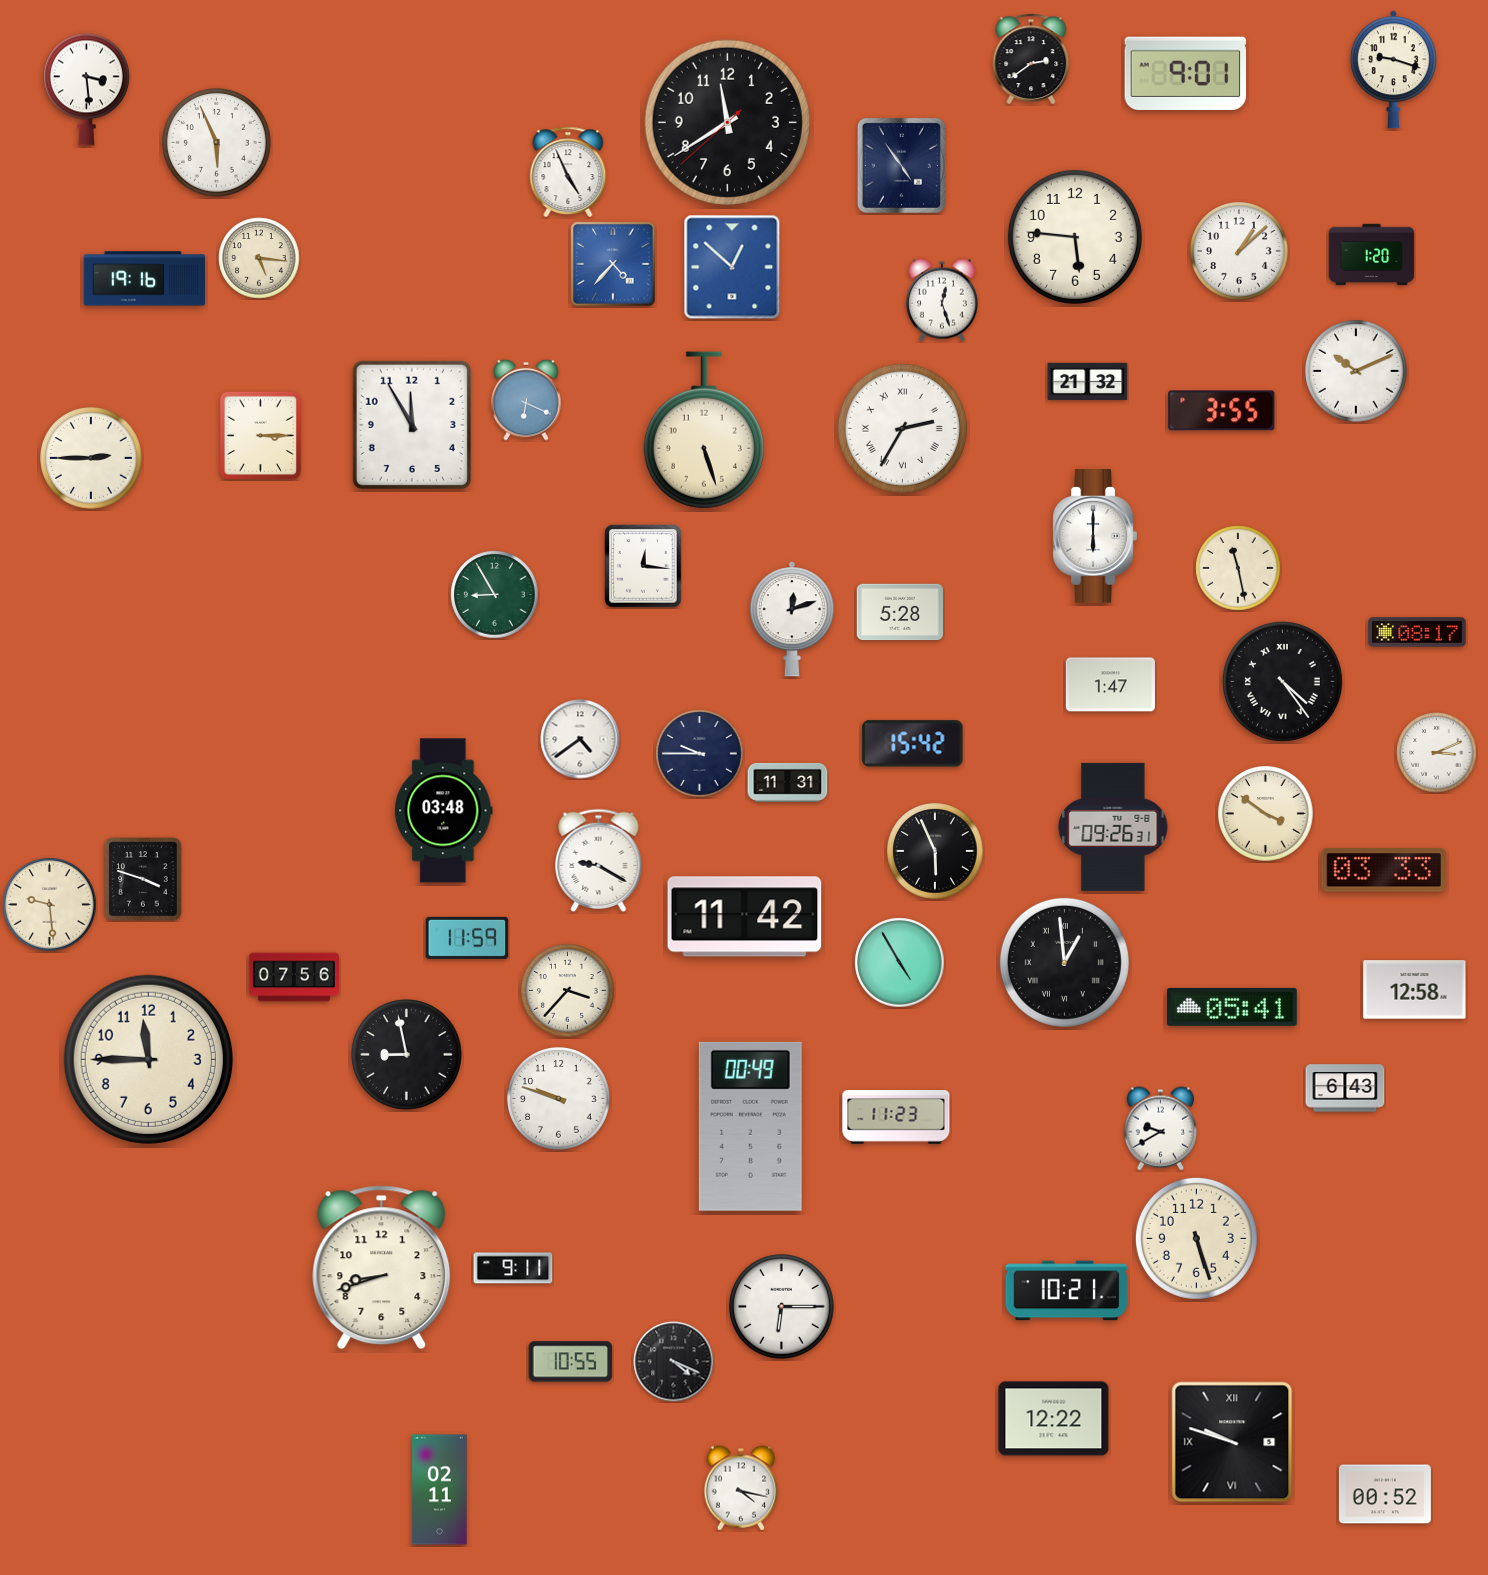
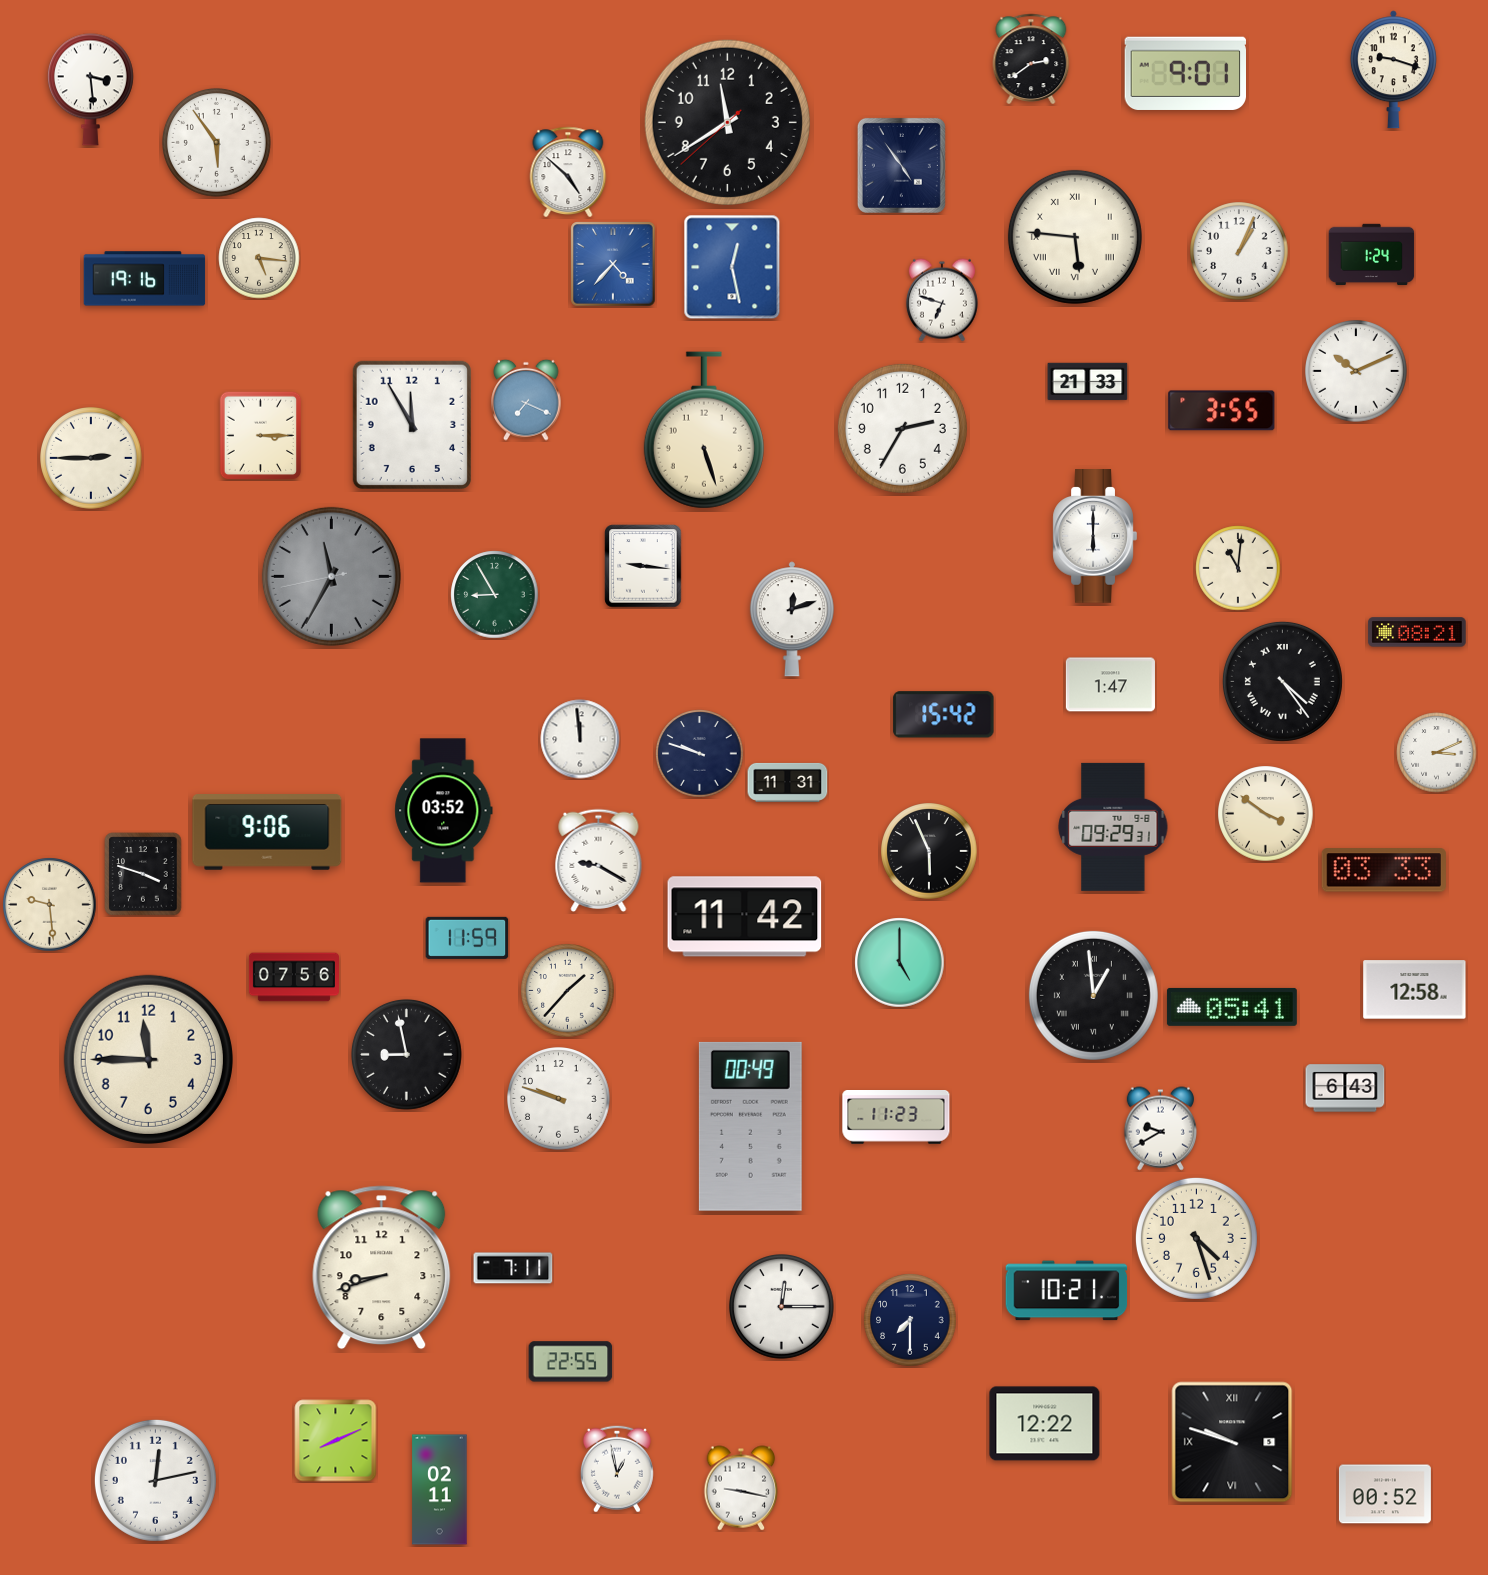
clock at (86, 89) position: (86, 89) -> (90, 89)
clock at (216, 142): 5:56 -> 5:54
clock at (568, 172): 4:56 -> 4:52
clock at (1075, 237) numerals: Arabic -> Roman
clock at (1239, 251): 1:08 -> 1:04
clock at (1372, 255): 1:20 -> 1:24
clock at (732, 267): 12:52 -> 12:28
clock at (942, 300): 12:27 -> 6:48
clock at (1088, 382): 21:32 -> 21:33
clock at (526, 400): 6:19 -> 7:19
clock at (902, 428) numerals: Roman -> Arabic
clock at (643, 566): 12:16 -> 9:16
clock at (1238, 568): 11:28 -> 11:01
clock at (331, 576): none -> 11:34
clock at (900, 612): 5:28 -> none
clock at (1417, 632): 08:17 -> 08:21
clock at (580, 739): 4:39 -> 11:59
clock at (913, 744) position: (913, 744) -> (944, 715)
clock at (700, 754): 9:45 -> 9:48
clock at (444, 811): 03:48 -> 03:52
clock at (1113, 827): 09:26 -> 09:29
clock at (267, 833): none -> 9:06
clock at (935, 851) position: (935, 851) -> (929, 851)
clock at (143, 879) position: (143, 879) -> (143, 874)
clock at (1064, 962) position: (1064, 962) -> (1093, 995)
clock at (900, 963): 4:55 -> 5:00
clock at (568, 991): 3:37 -> 1:37
clock at (1196, 1238): 5:27 -> 4:27
clock at (513, 1268): 9:11 -> 7:11
clock at (782, 1307): 6:15 -> 12:15
clock at (910, 1320): none -> 7:30
clock at (571, 1362): 10:55 -> 22:55
clock at (674, 1362): 4:19 -> none
clock at (1054, 1419) position: (1054, 1419) -> (1045, 1424)
clock at (336, 1441): none -> 8:11
clock at (617, 1469): none -> 12:58
clock at (155, 1480): none -> 12:13
clock at (741, 1488): 4:17 -> 9:17
